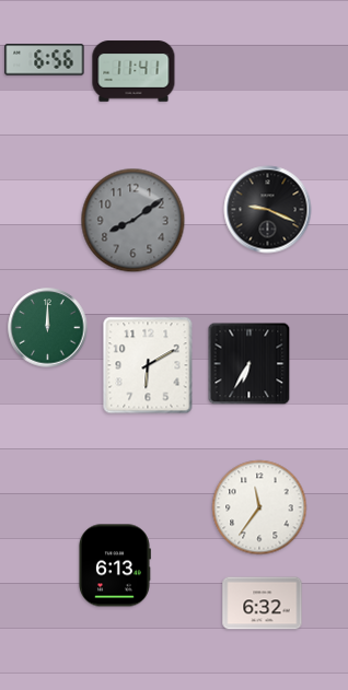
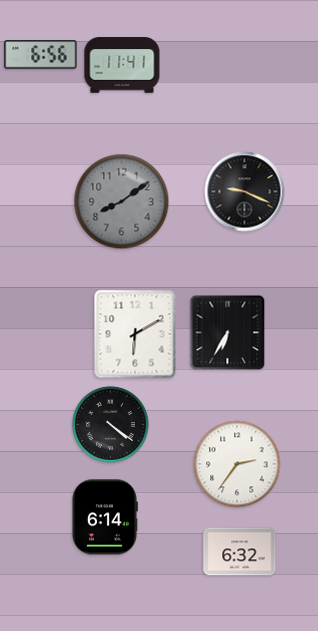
clock at (48, 328): 12:00 -> none
clock at (111, 425): none -> 4:21
clock at (259, 507): 11:36 -> 2:36
clock at (115, 565): 6:13 -> 6:14
